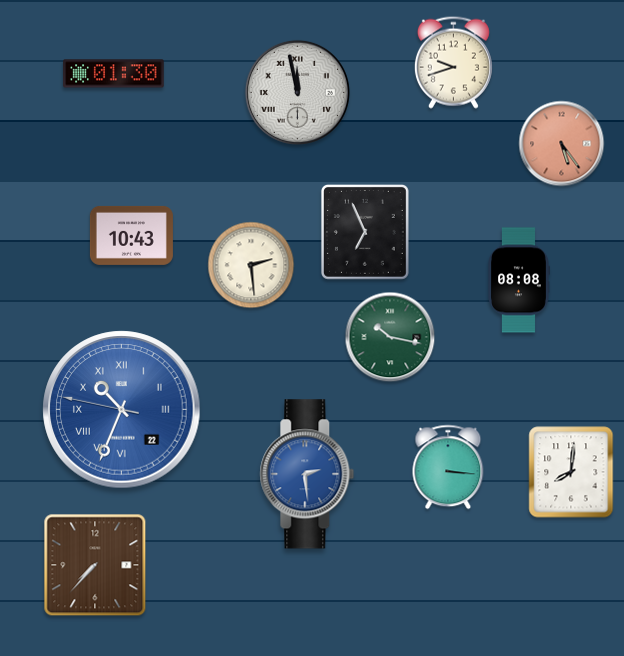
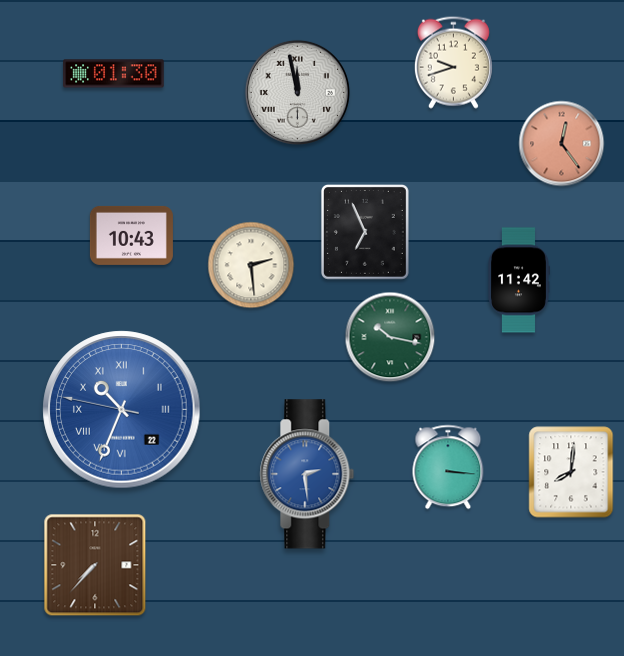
clock at (562, 144): 5:24 -> 12:24
clock at (519, 280): 08:08 -> 11:42
